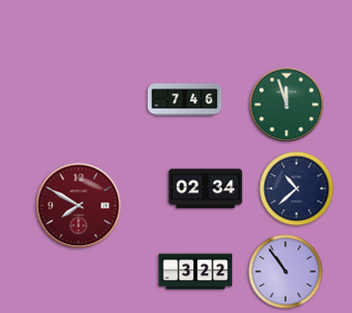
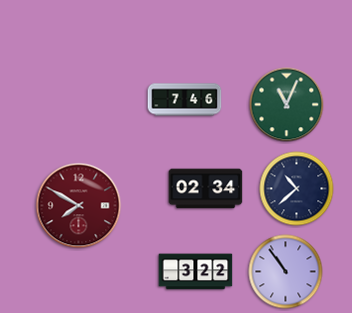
clock at (287, 105): 11:57 -> 11:04
